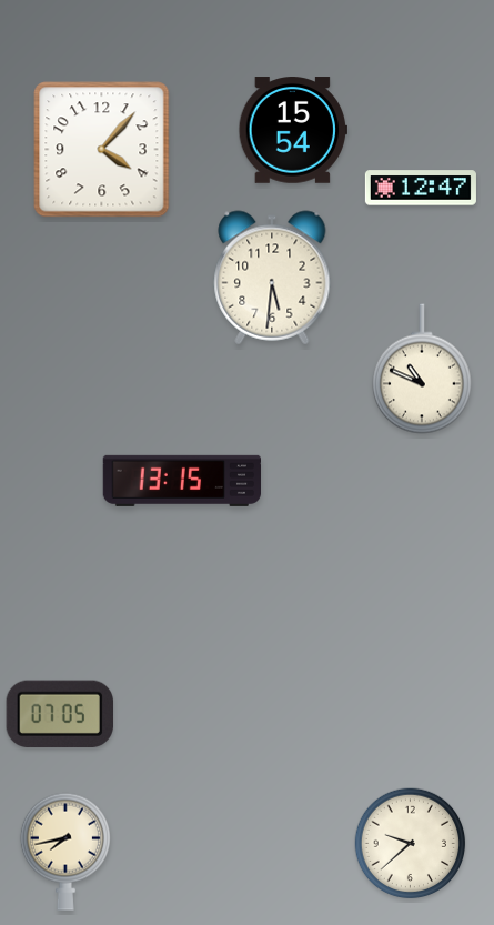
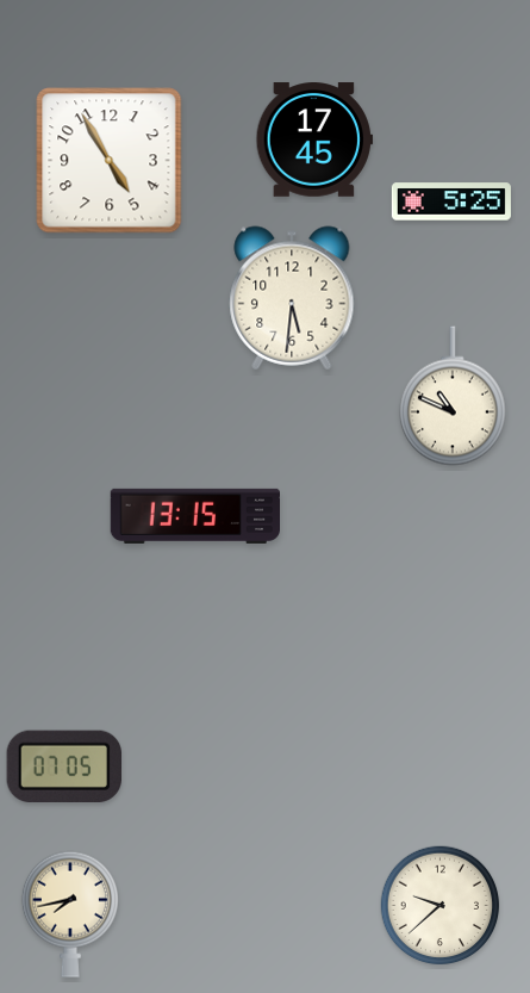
clock at (292, 130): 15:54 -> 17:45
clock at (102, 150): 4:07 -> 4:55
clock at (421, 188): 12:47 -> 5:25
